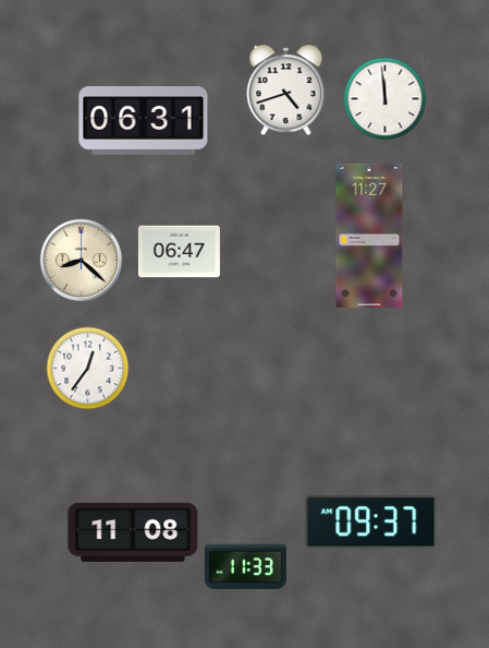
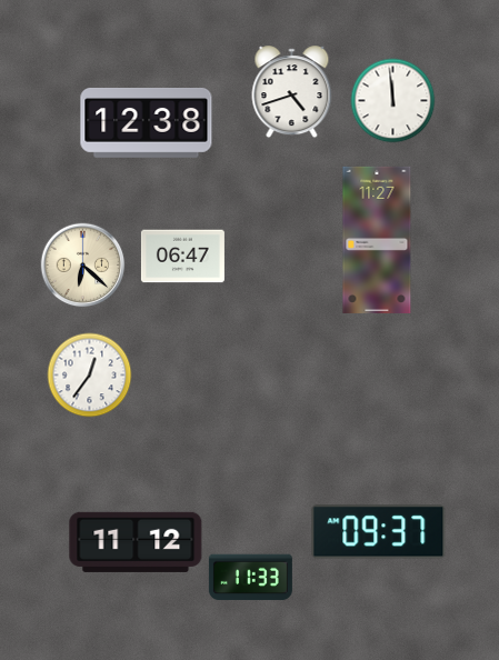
clock at (144, 121): 06:31 -> 12:38
clock at (82, 261): 8:22 -> 6:22
clock at (133, 532): 11:08 -> 11:12
